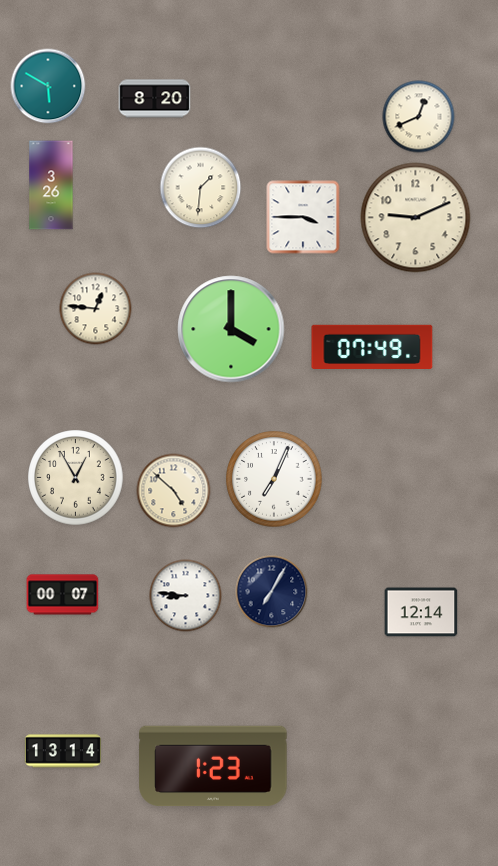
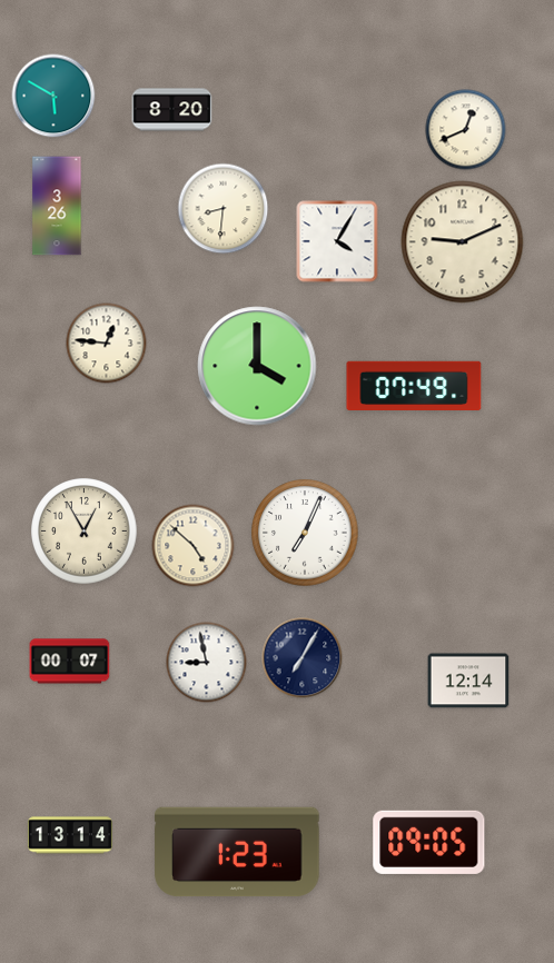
clock at (201, 188): 1:31 -> 8:31
clock at (303, 217): 3:45 -> 4:05
clock at (186, 596): 8:46 -> 8:58
clock at (429, 842): none -> 09:05
